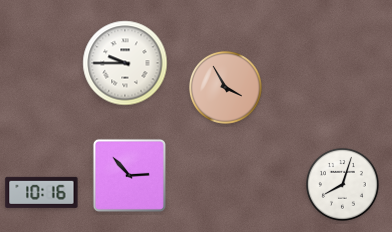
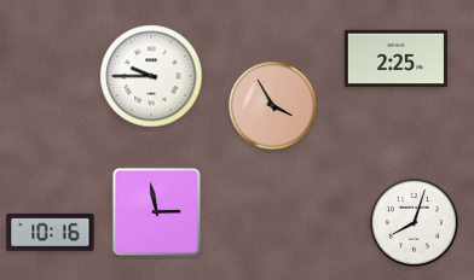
clock at (395, 59): none -> 2:25
clock at (129, 175): 2:53 -> 2:58
